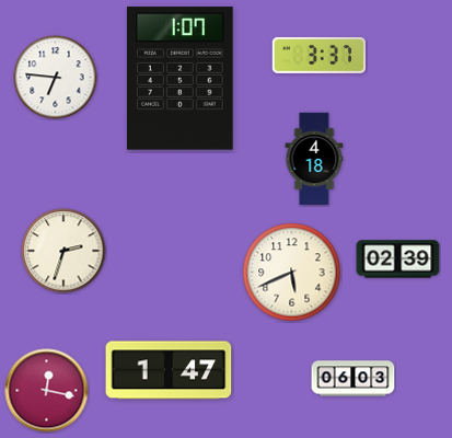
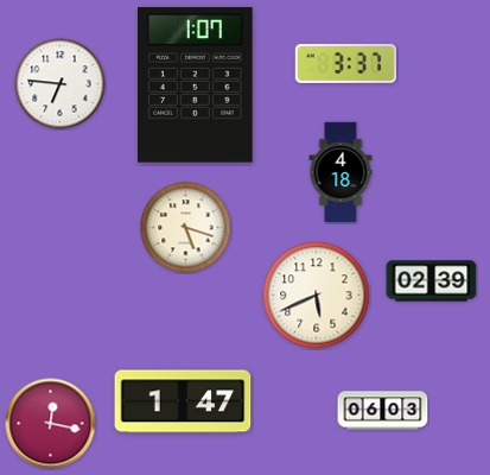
clock at (318, 56) position: (318, 56) -> (345, 64)
clock at (186, 228): none -> 5:18
clock at (63, 251): 2:33 -> none
